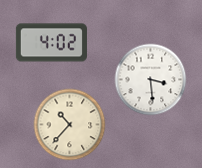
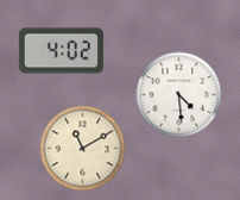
clock at (151, 80): 3:29 -> 4:29
clock at (70, 125): 10:37 -> 11:10
